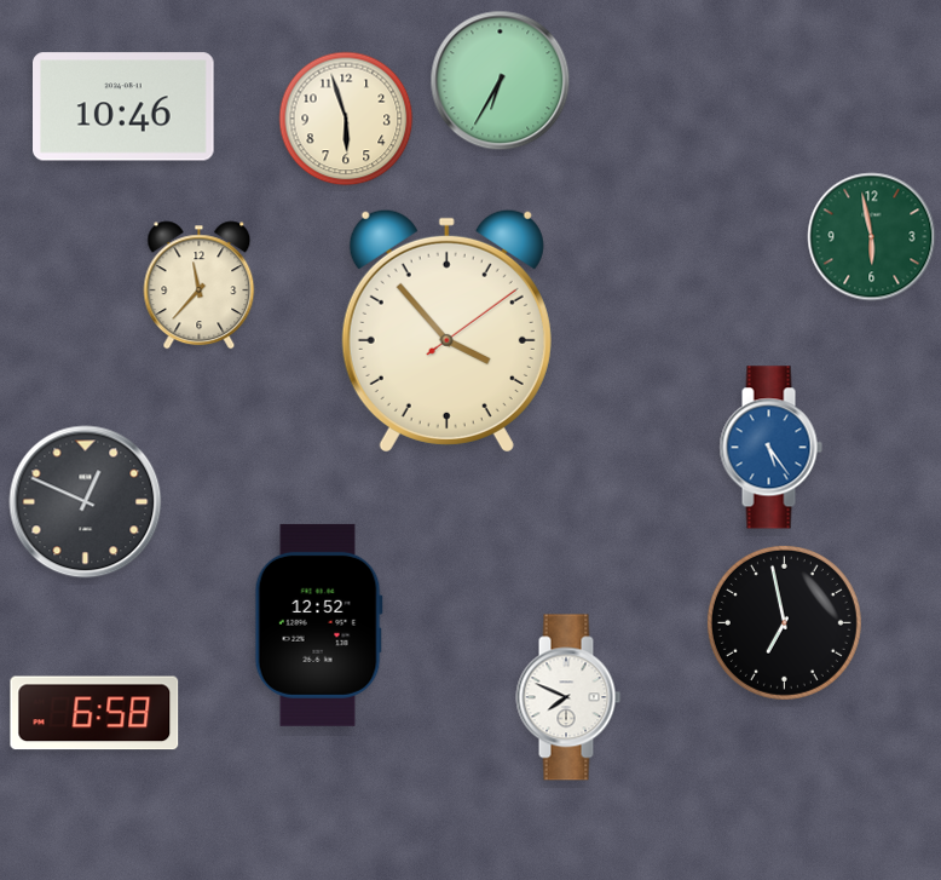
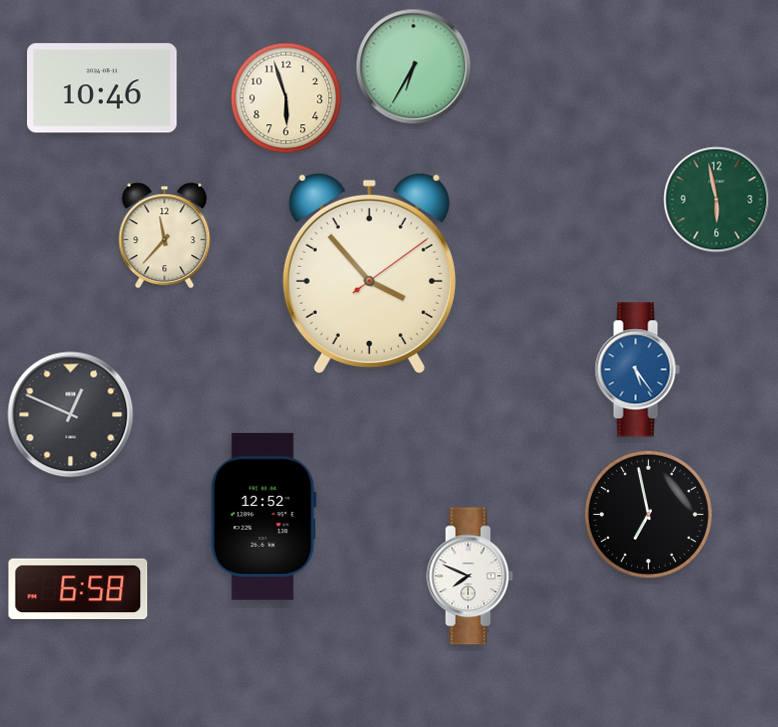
clock at (872, 237) position: (872, 237) -> (717, 200)
